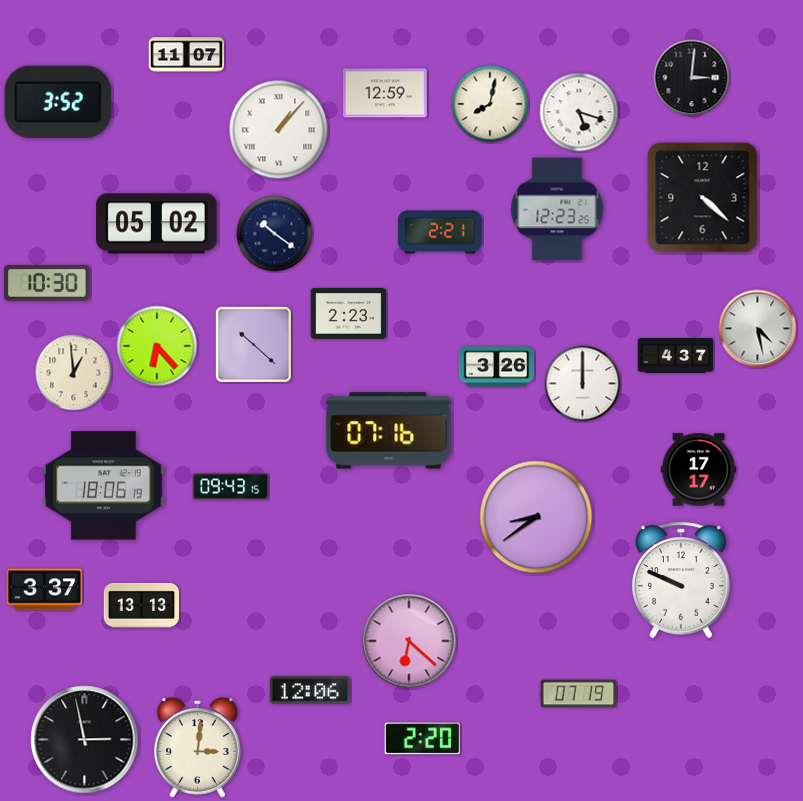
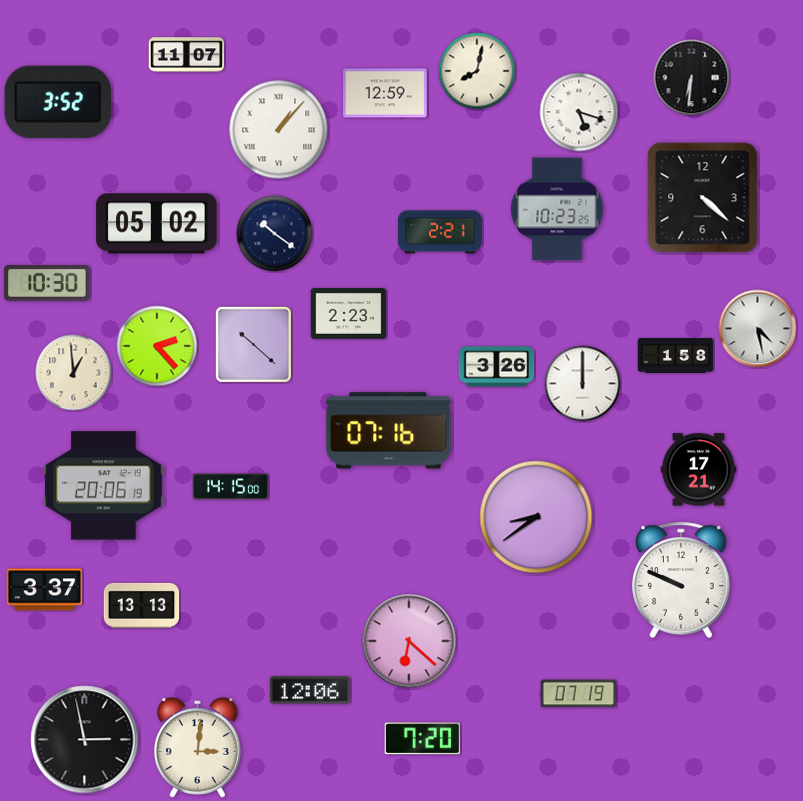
clock at (692, 78): 3:01 -> 6:31
clock at (490, 104) position: (490, 104) -> (477, 71)
clock at (557, 209): 12:23 -> 10:23
clock at (157, 346): 6:23 -> 2:23
clock at (676, 356): 4:37 -> 1:58
clock at (699, 470): 17:17 -> 17:21
clock at (104, 486): 18:06 -> 20:06
clock at (231, 487): 09:43 -> 14:15
clock at (423, 739): 2:20 -> 7:20
